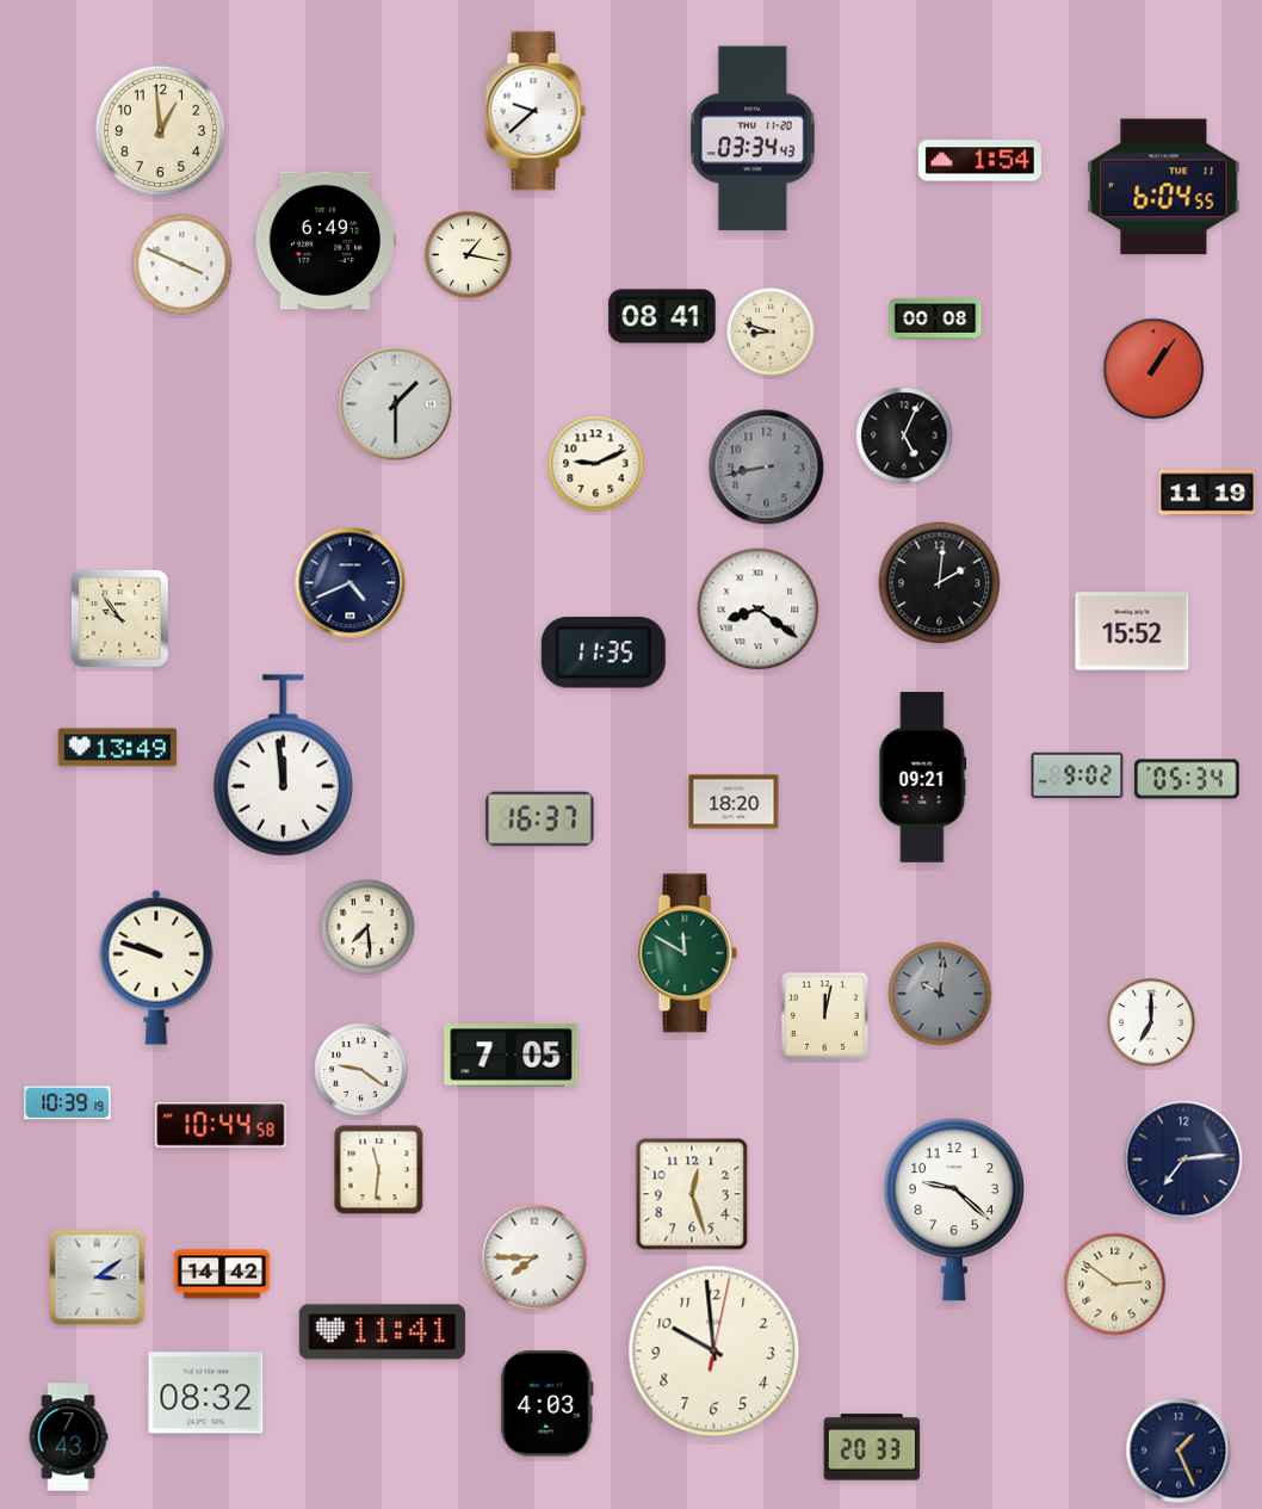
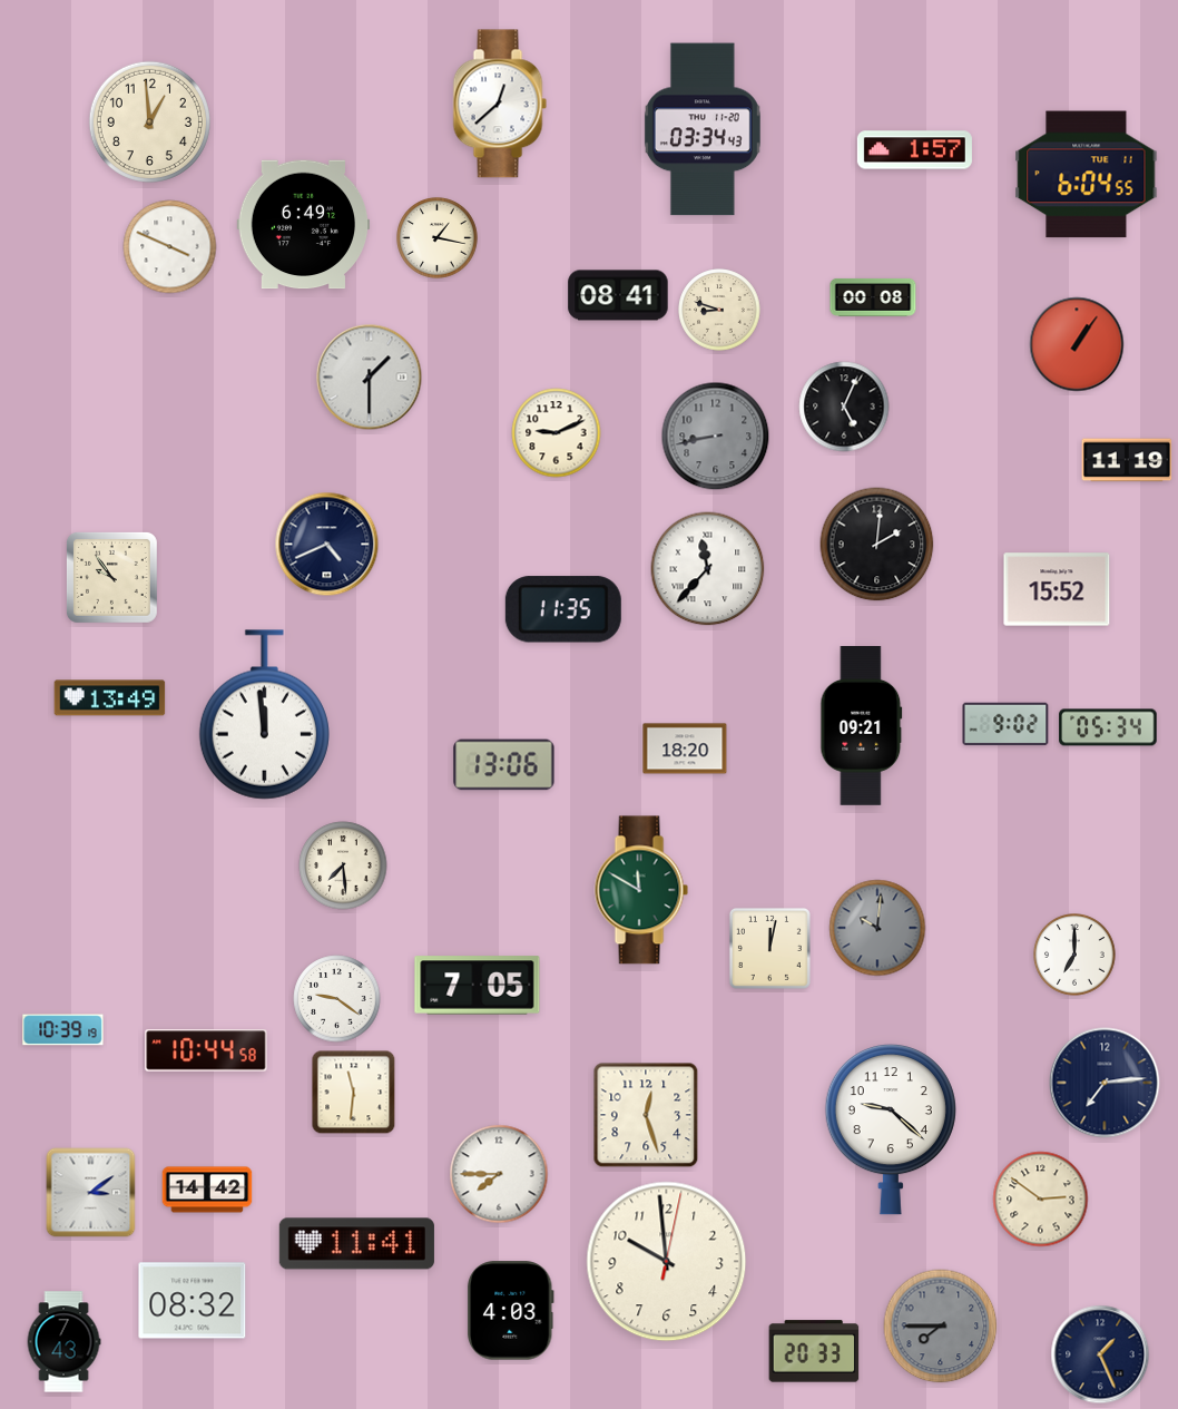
clock at (536, 111): 9:38 -> 12:38
clock at (979, 161): 1:54 -> 1:57
clock at (759, 610): 8:21 -> 11:37
clock at (540, 820): 16:37 -> 13:06
clock at (156, 967): 9:48 -> none
clock at (941, 1327): none -> 7:45
